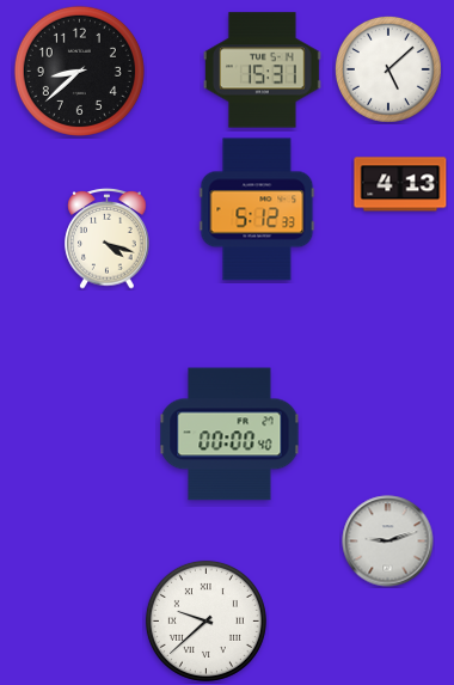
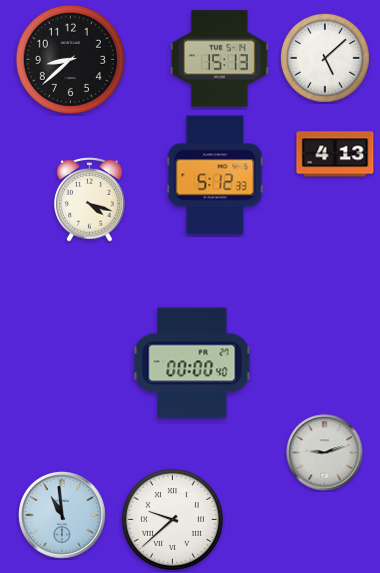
clock at (79, 71) position: (79, 71) -> (70, 59)
clock at (262, 71): 15:31 -> 15:13
clock at (63, 516): none -> 10:59
